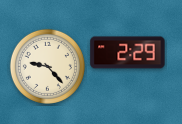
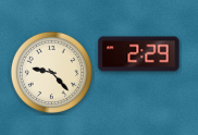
clock at (128, 53) position: (128, 53) -> (139, 54)
